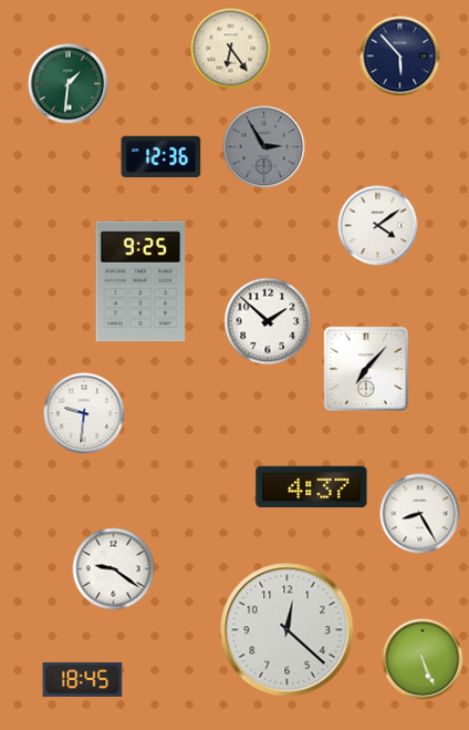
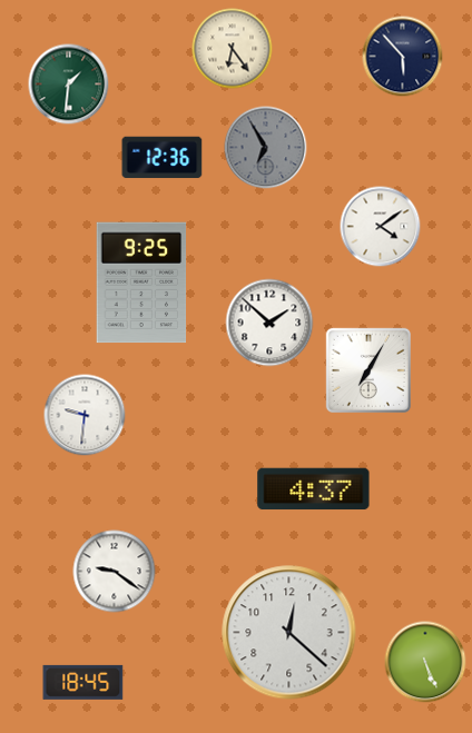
clock at (264, 147): 2:55 -> 6:55
clock at (366, 369): 7:07 -> 7:05
clock at (420, 514): 8:25 -> none
